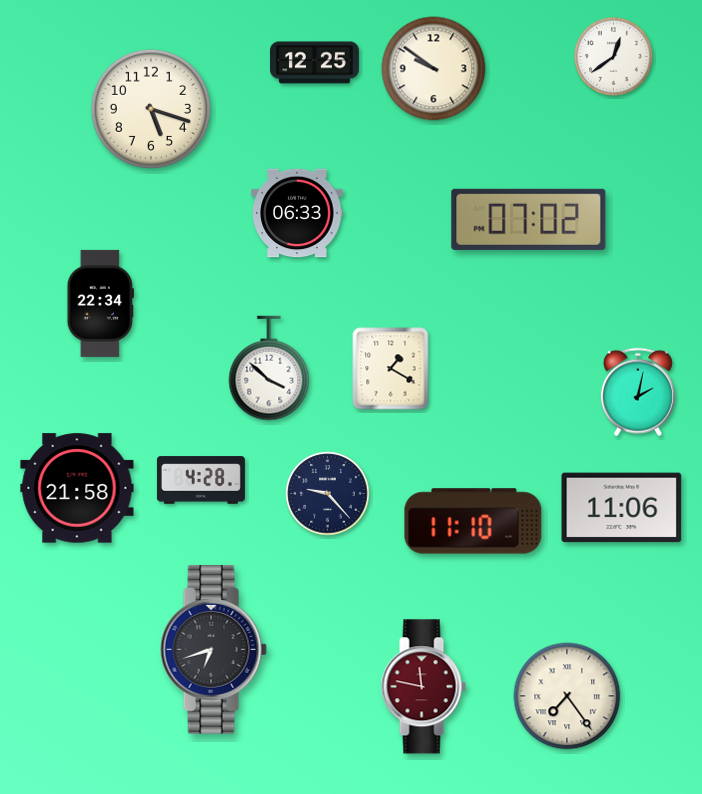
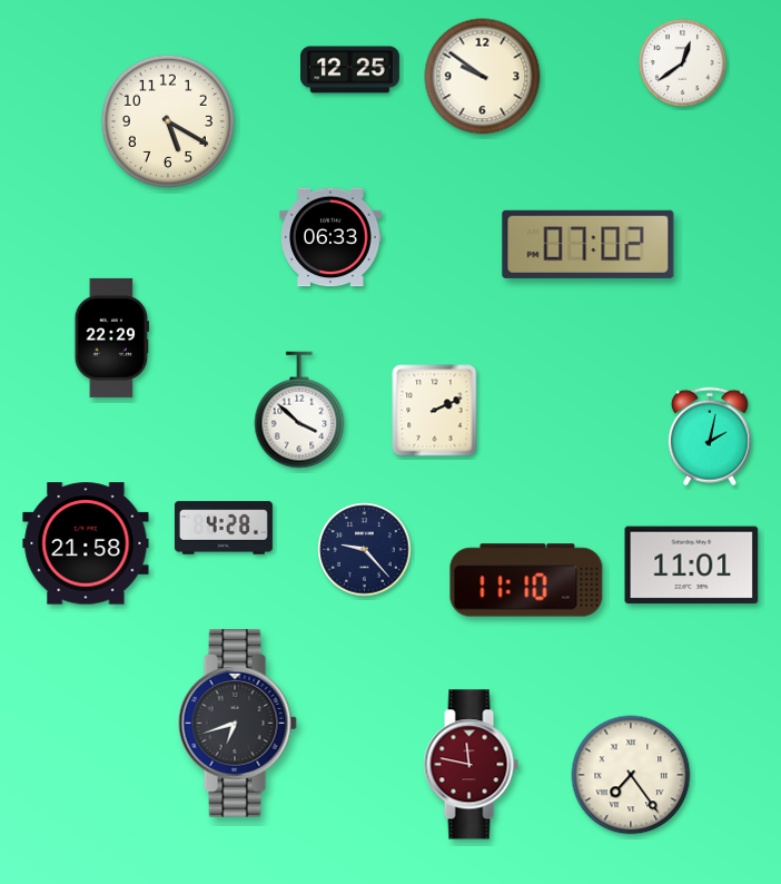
clock at (151, 109): 5:18 -> 5:20
clock at (100, 303): 22:34 -> 22:29
clock at (391, 369): 1:20 -> 2:11
clock at (201, 480) position: (201, 480) -> (224, 528)
clock at (622, 508): 11:06 -> 11:01
